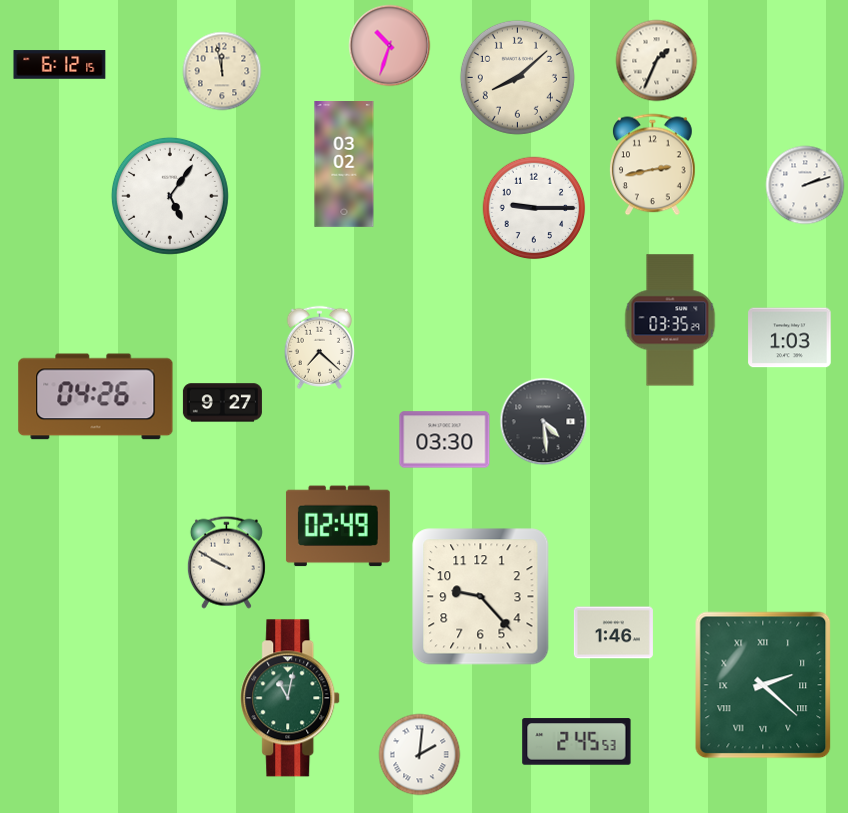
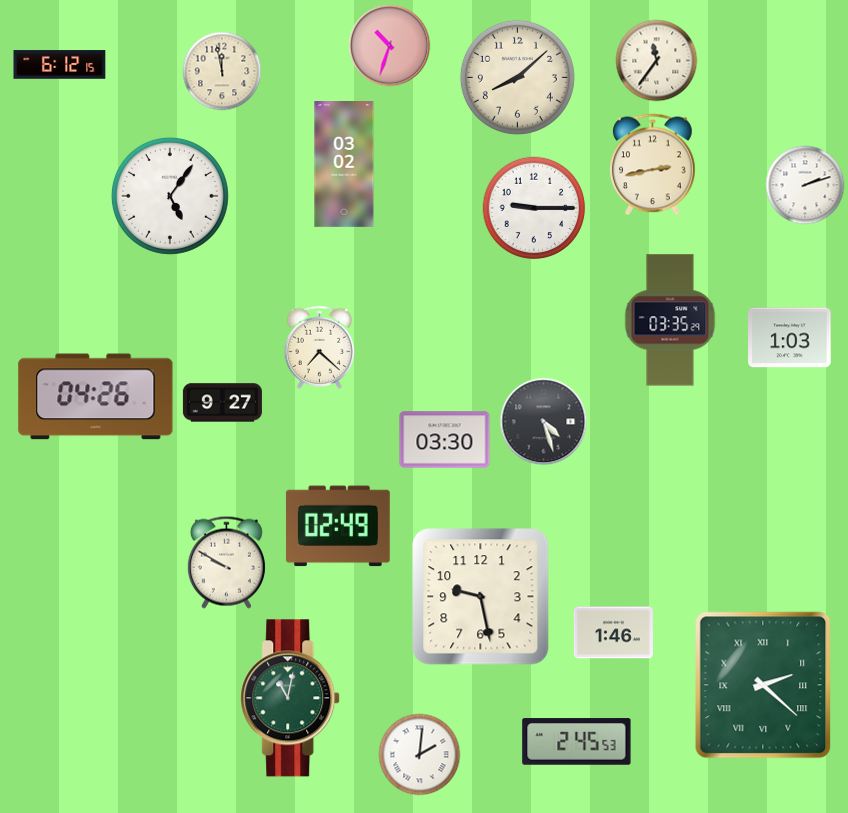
clock at (657, 61): 1:34 -> 11:36
clock at (544, 422): 4:29 -> 4:27
clock at (481, 597): 9:23 -> 9:28
